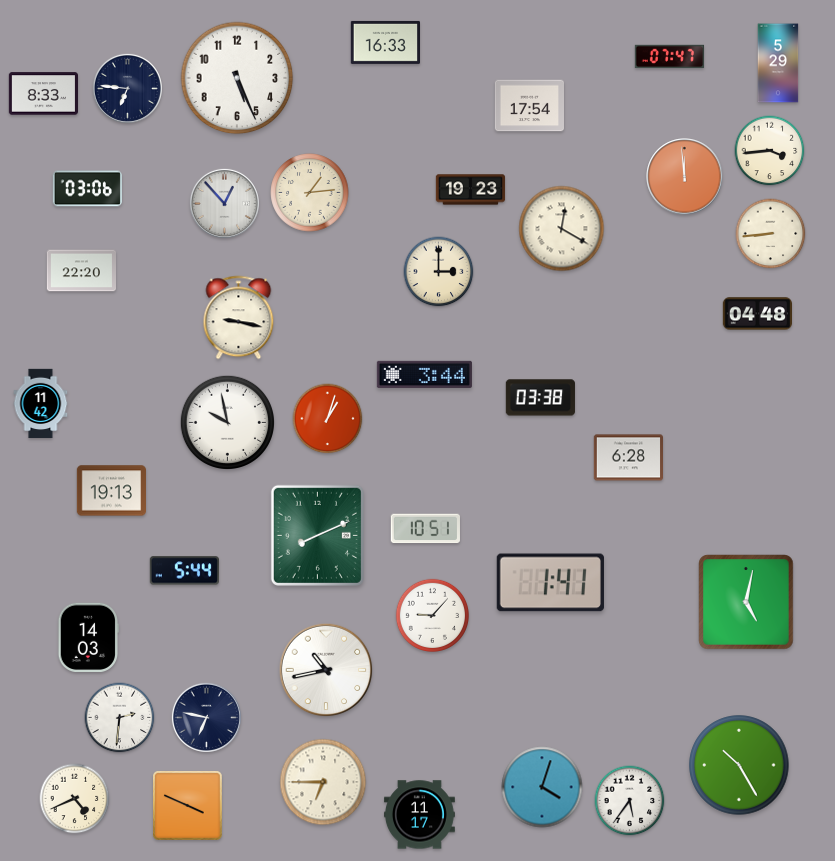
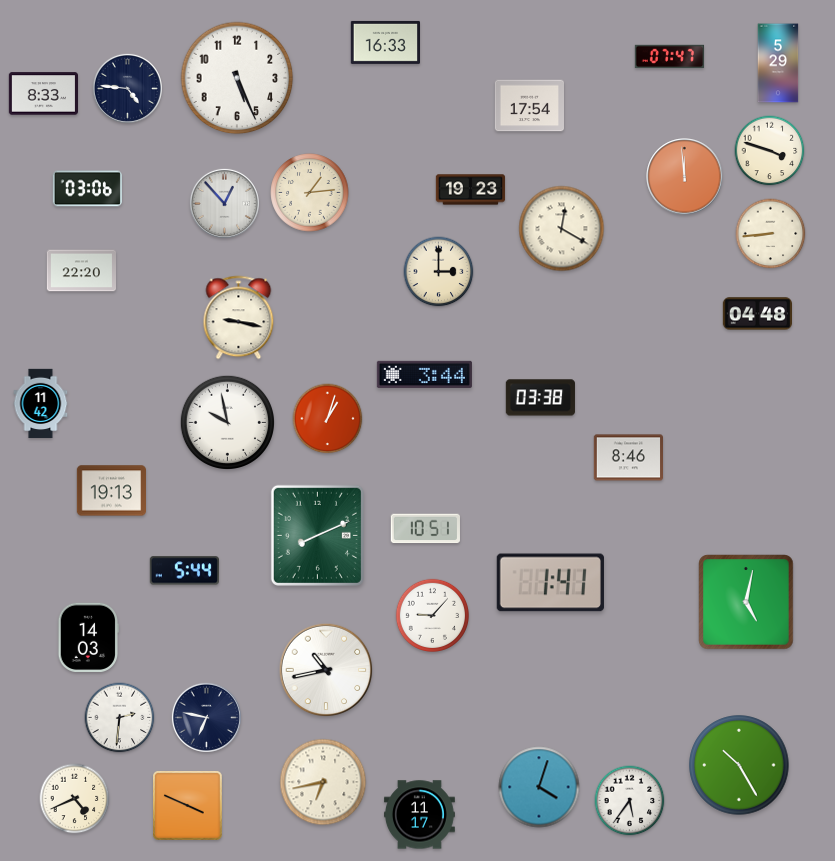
clock at (127, 88): 6:46 -> 4:46
clock at (770, 151): 3:44 -> 3:48
clock at (628, 458): 6:28 -> 8:46
clock at (323, 782): 6:45 -> 6:43
clock at (542, 787) position: (542, 787) -> (539, 787)
